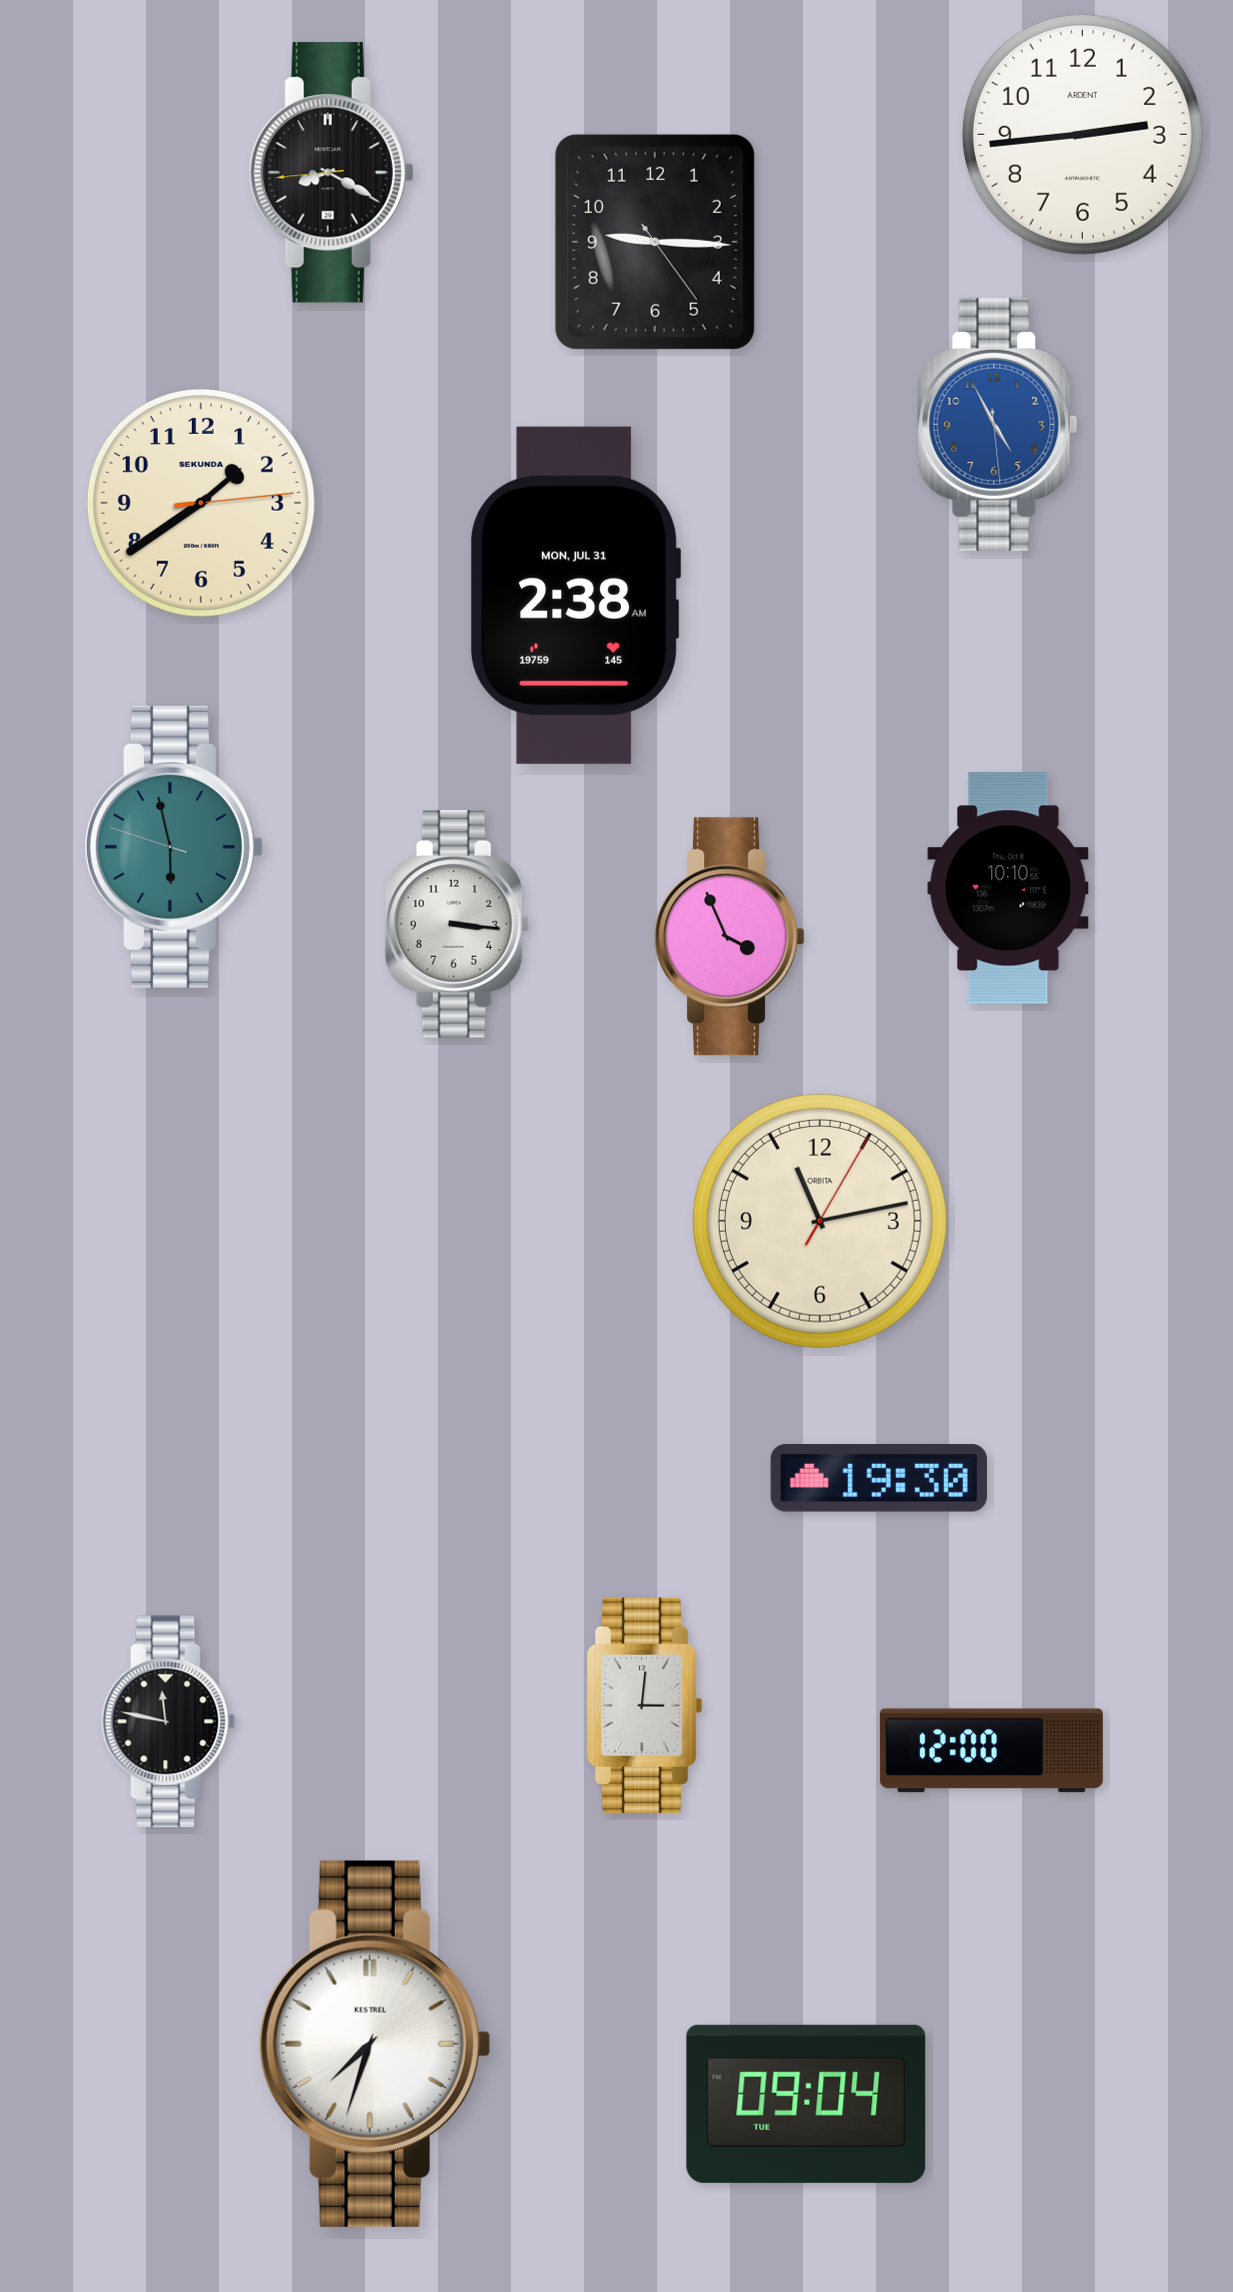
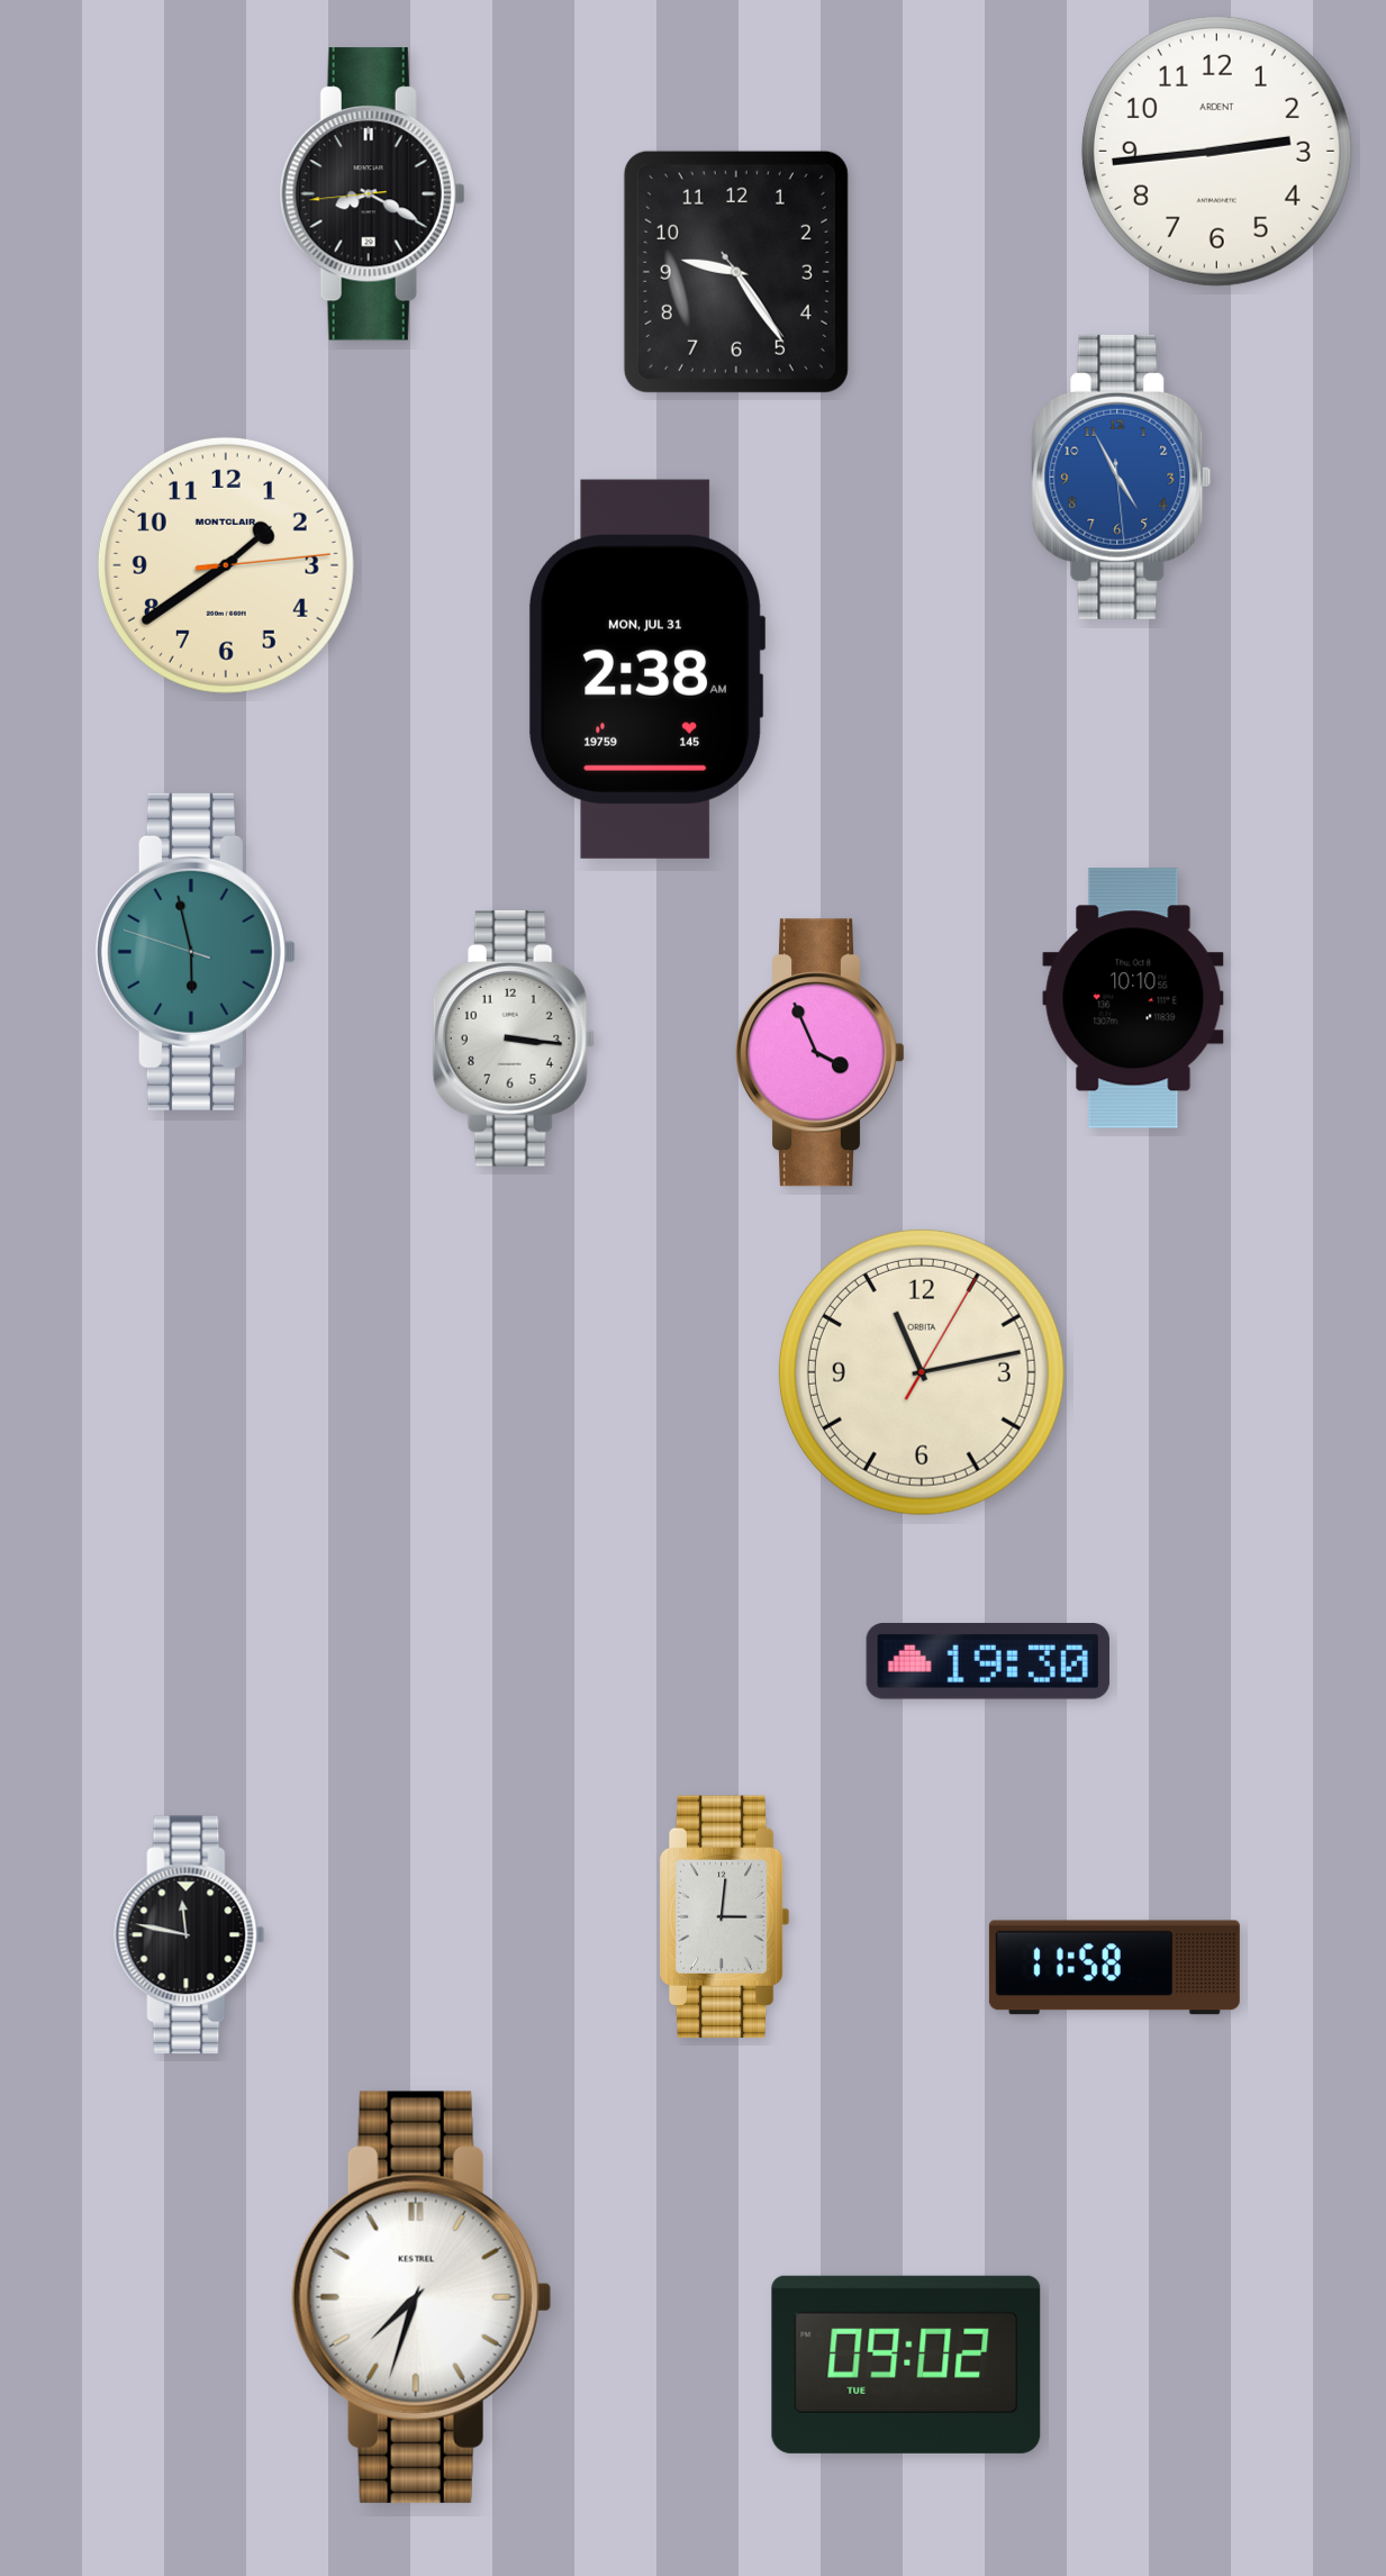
clock at (655, 242): 9:15 -> 9:24
clock at (201, 503) brand: SEKUNDA -> MONTCLAIR
clock at (991, 1751): 12:00 -> 11:58
clock at (806, 2104): 09:04 -> 09:02
